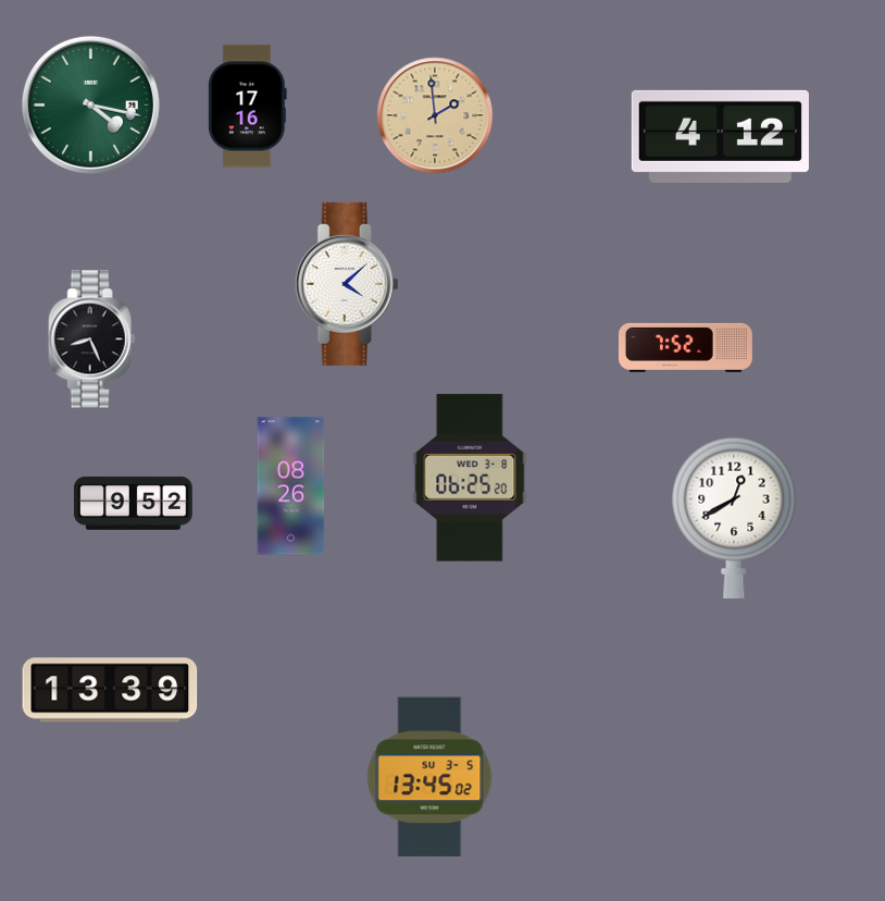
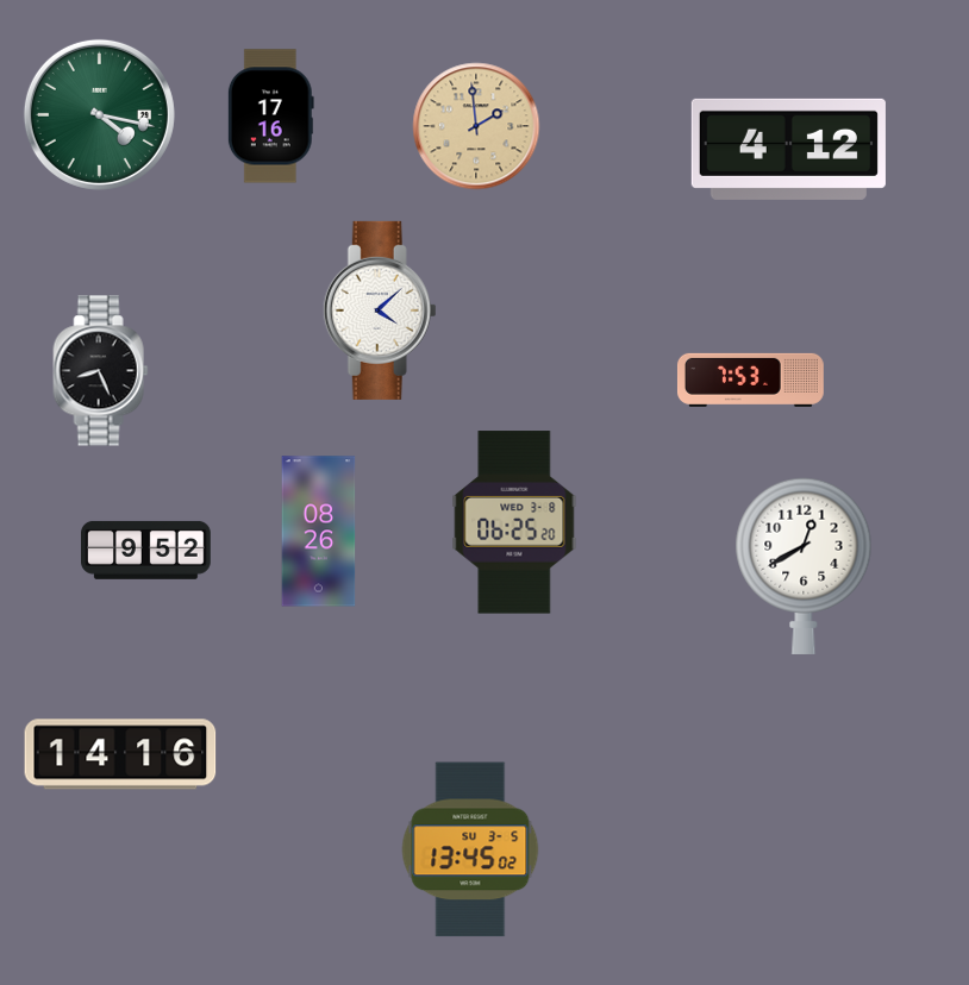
clock at (685, 347): 7:52 -> 7:53
clock at (110, 690): 13:39 -> 14:16
